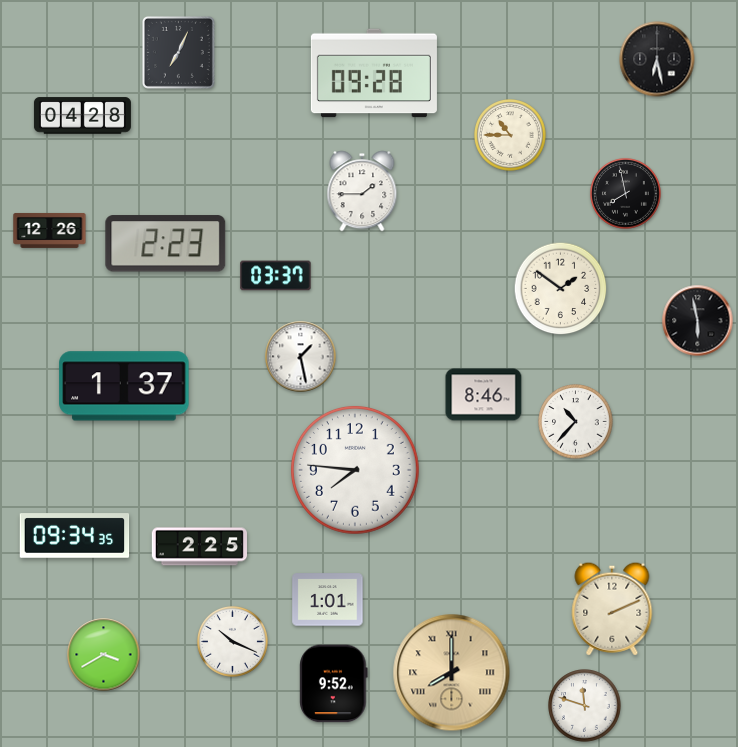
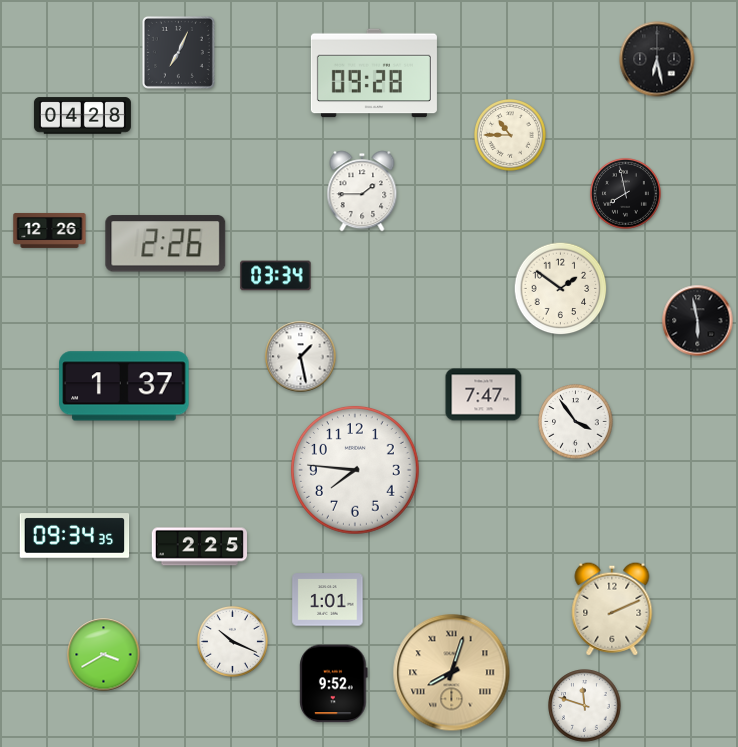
clock at (166, 244): 2:23 -> 2:26
clock at (276, 276): 03:37 -> 03:34
clock at (484, 395): 8:46 -> 7:47
clock at (576, 422): 10:37 -> 3:54
clock at (452, 673): 8:00 -> 8:03
